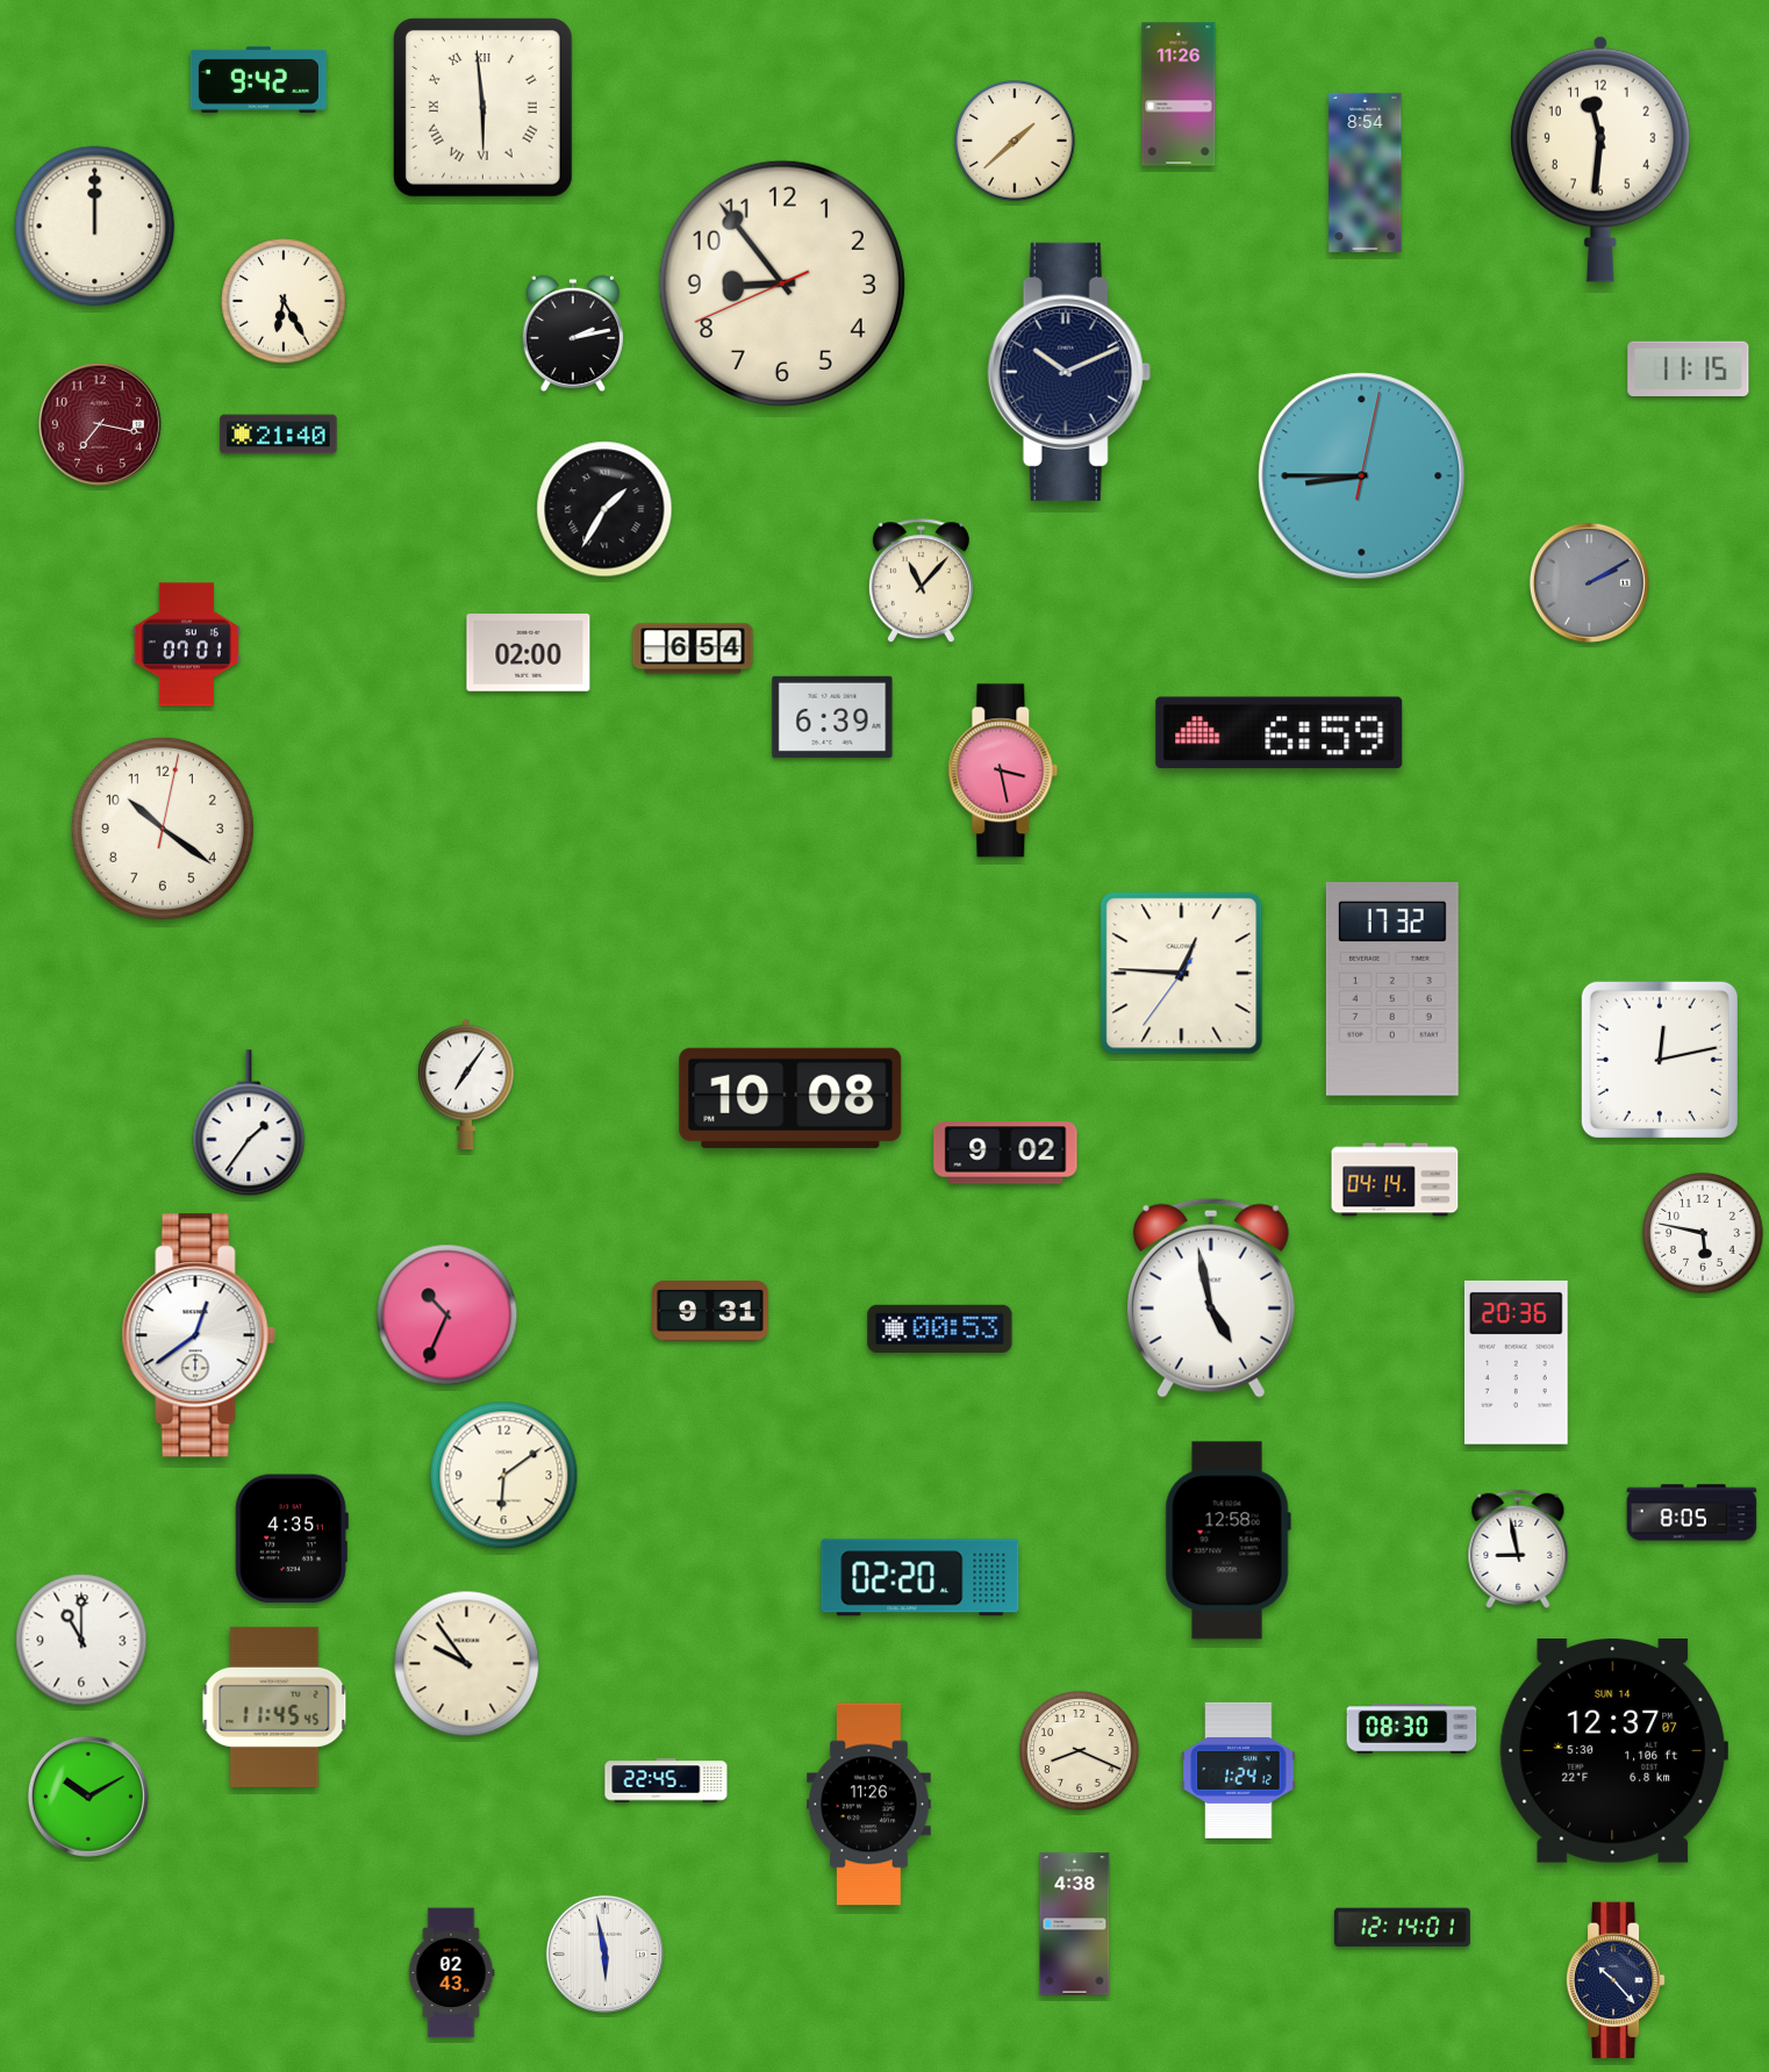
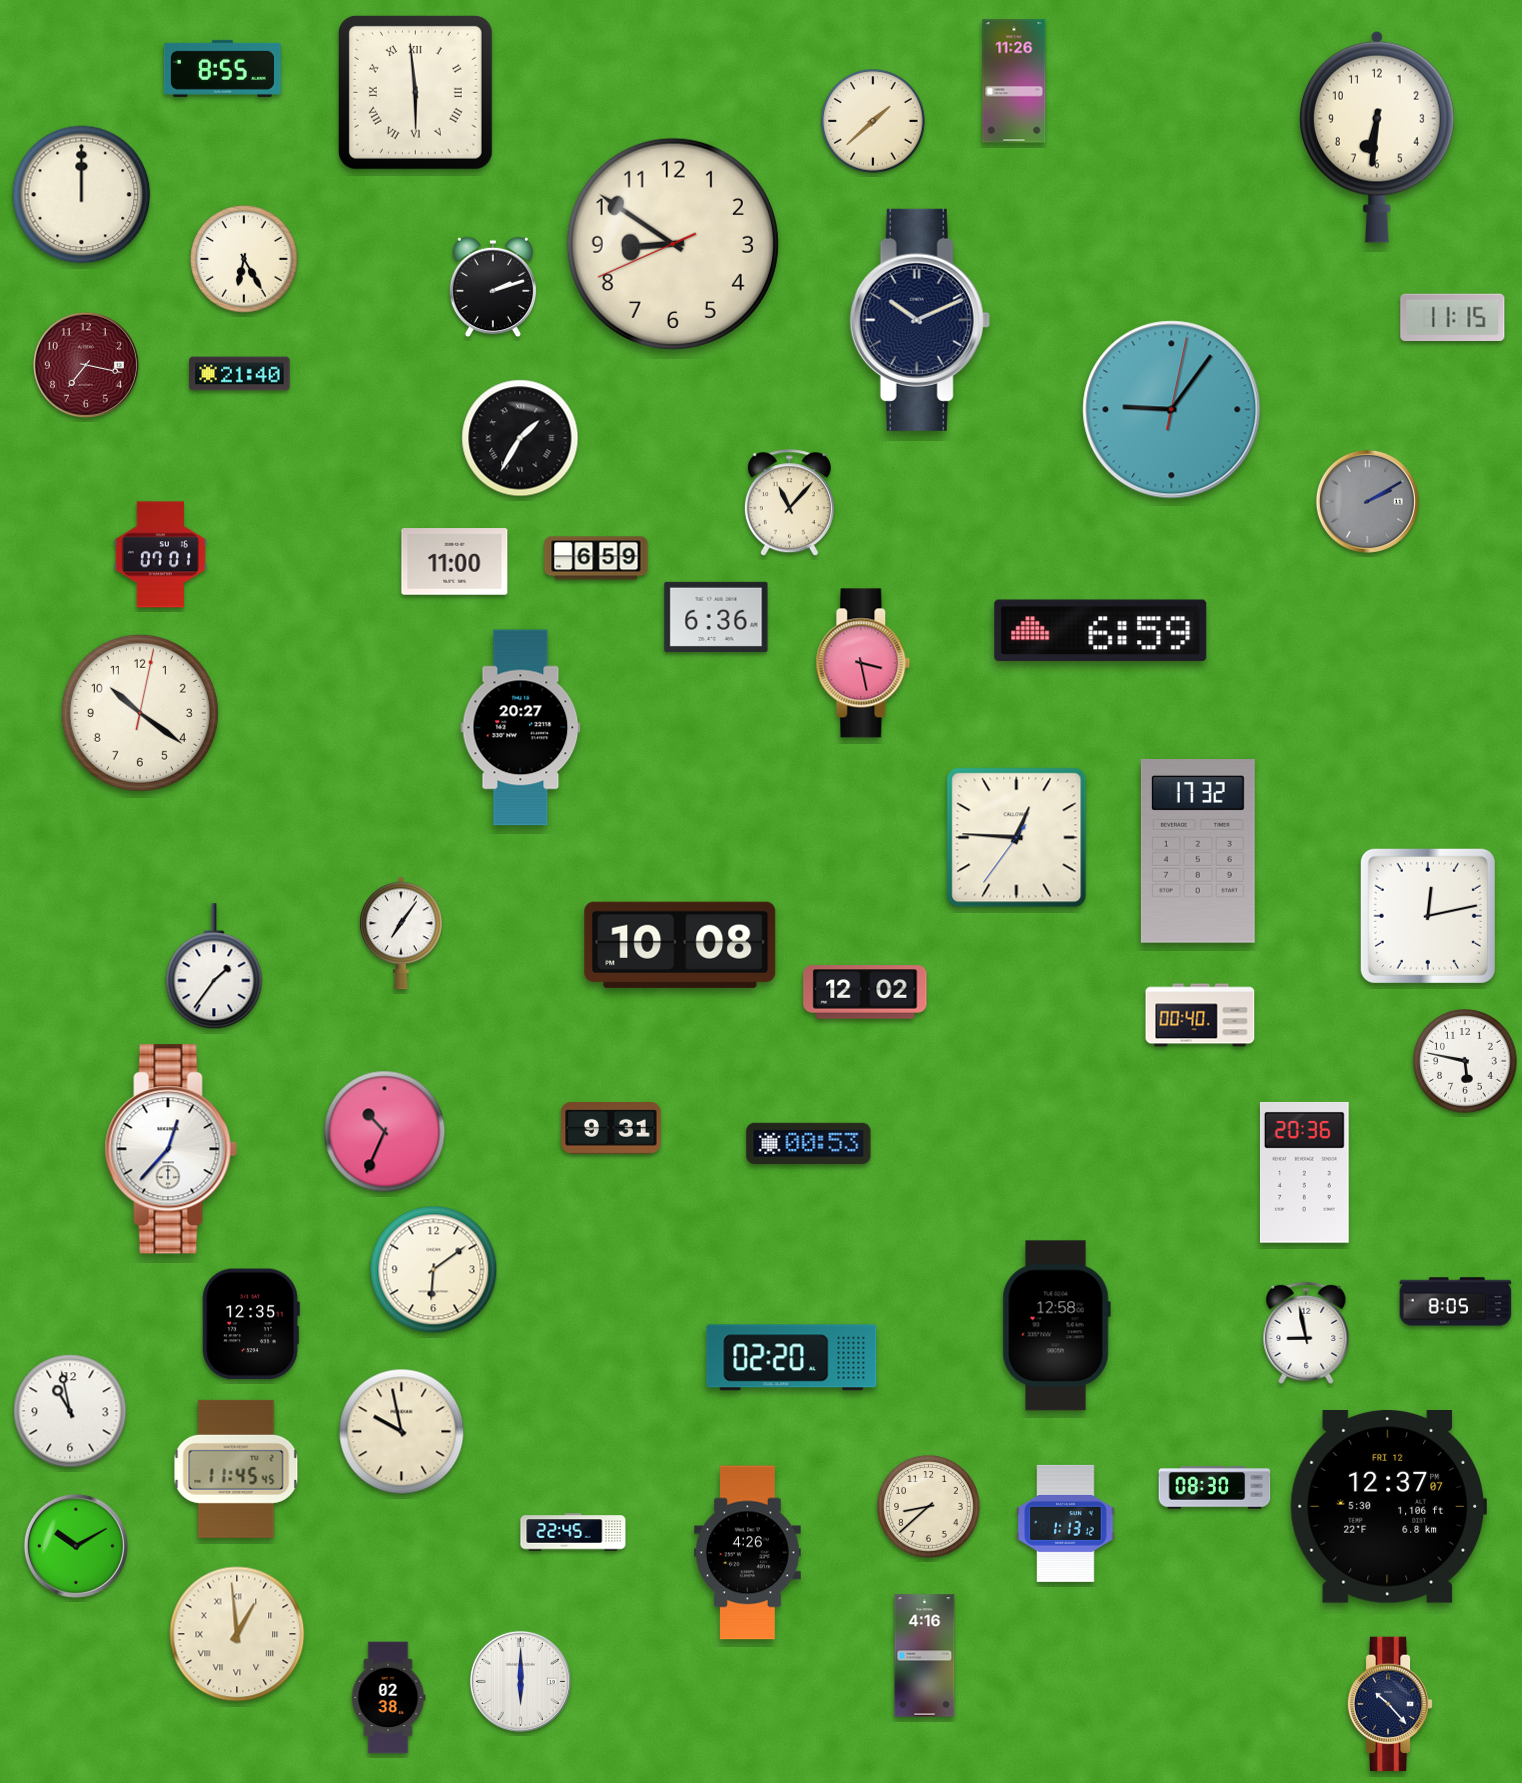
clock at (258, 79): 9:42 -> 8:55
clock at (1600, 159): 11:31 -> 6:31
clock at (1366, 172): 8:54 -> none
clock at (782, 284): 8:53 -> 8:50
clock at (573, 334): 2:13 -> 2:12
clock at (1362, 476): 8:45 -> 9:06
clock at (921, 581) position: (921, 581) -> (789, 503)
clock at (693, 648): 6:54 -> 6:59
clock at (529, 653): 02:00 -> 11:00
clock at (832, 717): 6:39 -> 6:36
clock at (521, 728): none -> 20:27
clock at (1660, 1060) position: (1660, 1060) -> (1428, 916)
clock at (1005, 1153): 9:02 -> 12:02
clock at (1395, 1180): 04:14 -> 00:40
clock at (1211, 1298): 4:58 -> none
clock at (199, 1335): 12:39 -> 12:37
clock at (292, 1539): 4:35 -> 12:35
clock at (81, 1640): 11:00 -> 10:58
clock at (467, 1664): 9:54 -> 9:58
clock at (1080, 1751): 8:19 -> 8:38
clock at (1613, 1751) date: SUN 14 -> FRI 12
clock at (1239, 1770): 1:24 -> 1:13
clock at (868, 1805): 11:26 -> 4:26
clock at (237, 1634): none -> 12:59
clock at (1075, 1924): 4:38 -> 4:16
clock at (1402, 1927): 12:14 -> none
clock at (604, 1953): 5:58 -> 6:00
clock at (451, 1973): 02:43 -> 02:38
